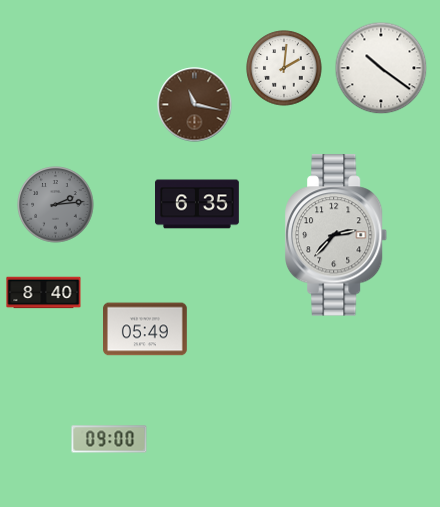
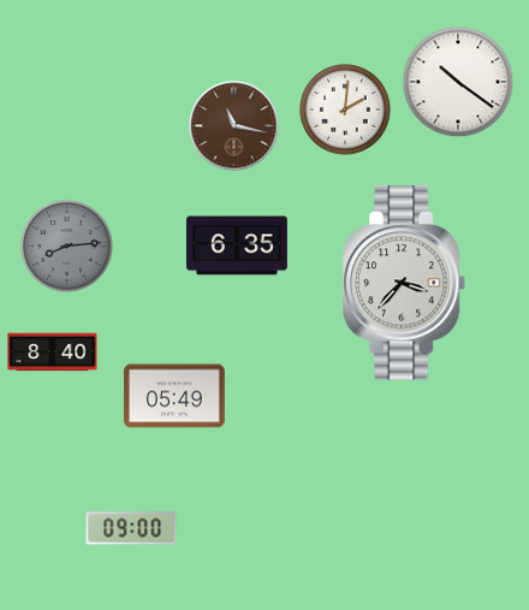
clock at (284, 68) position: (284, 68) -> (345, 109)
clock at (56, 205): 2:14 -> 8:14
clock at (336, 235): 2:37 -> 3:37
